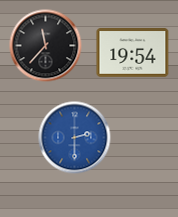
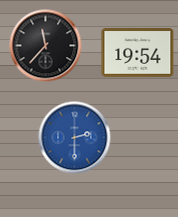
clock at (133, 53) position: (133, 53) -> (138, 53)
